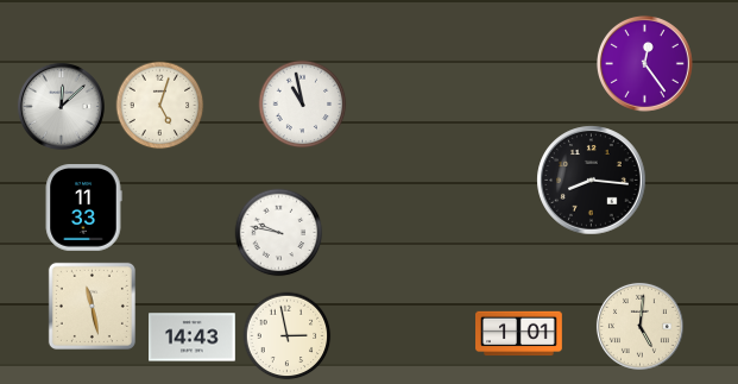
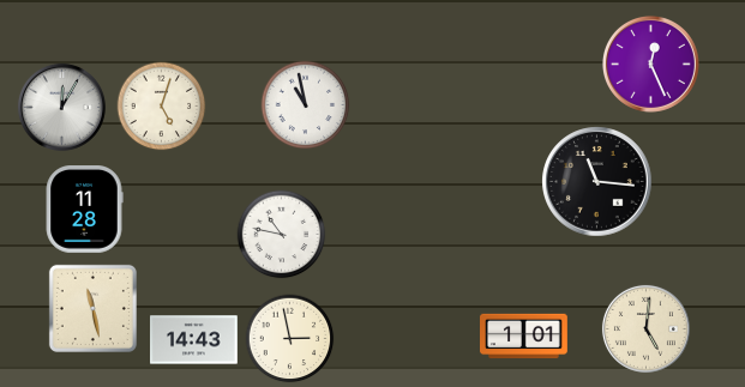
clock at (644, 63): 12:24 -> 12:26
clock at (61, 106): 12:08 -> 12:05
clock at (592, 181): 8:16 -> 11:16
clock at (83, 208): 11:33 -> 11:28
clock at (279, 233): 9:47 -> 10:47
